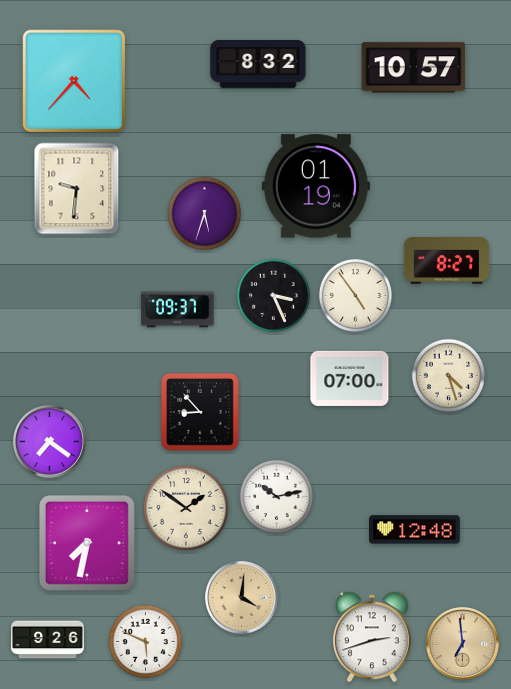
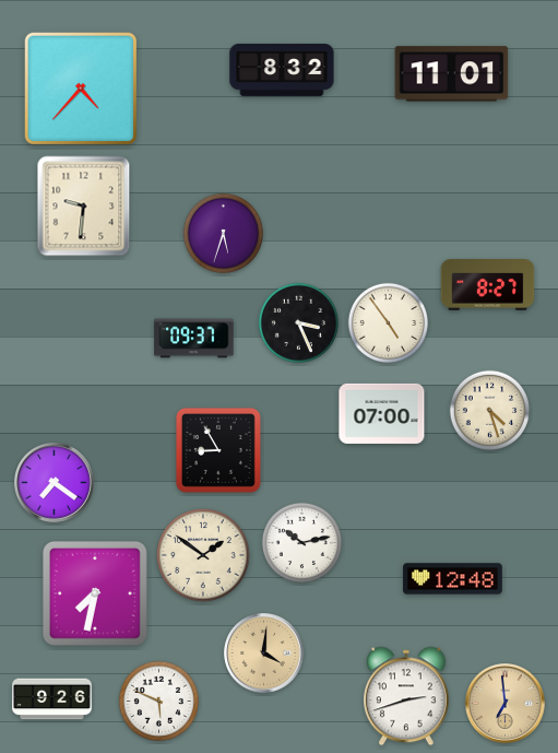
clock at (414, 68): 10:57 -> 11:01
clock at (316, 186): 01:19 -> none
clock at (200, 412): 8:53 -> 8:55
